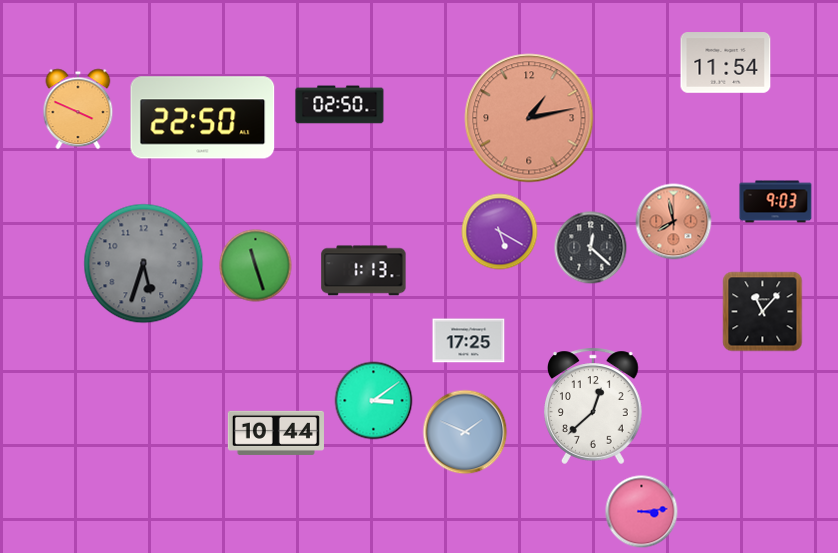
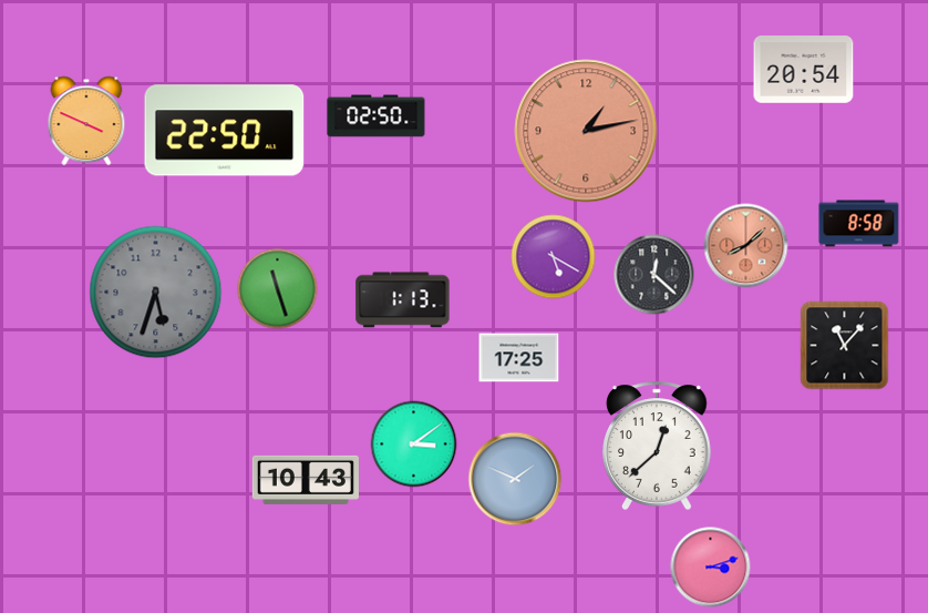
clock at (726, 63): 11:54 -> 20:54
clock at (776, 202): 9:03 -> 8:58
clock at (674, 222): 7:58 -> 8:08
clock at (144, 264) position: (144, 264) -> (156, 293)
clock at (256, 266) position: (256, 266) -> (278, 289)
clock at (469, 341) position: (469, 341) -> (519, 358)
clock at (594, 406) position: (594, 406) -> (658, 446)
clock at (276, 433): 10:44 -> 10:43
clock at (642, 512): 3:14 -> 3:12
